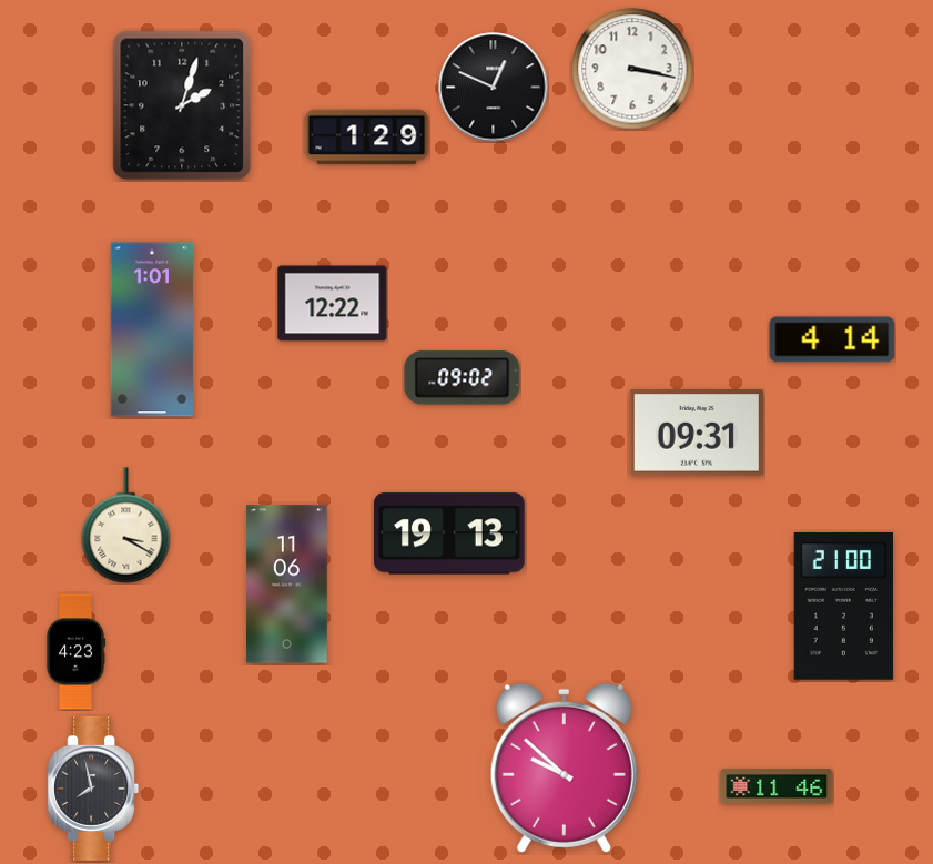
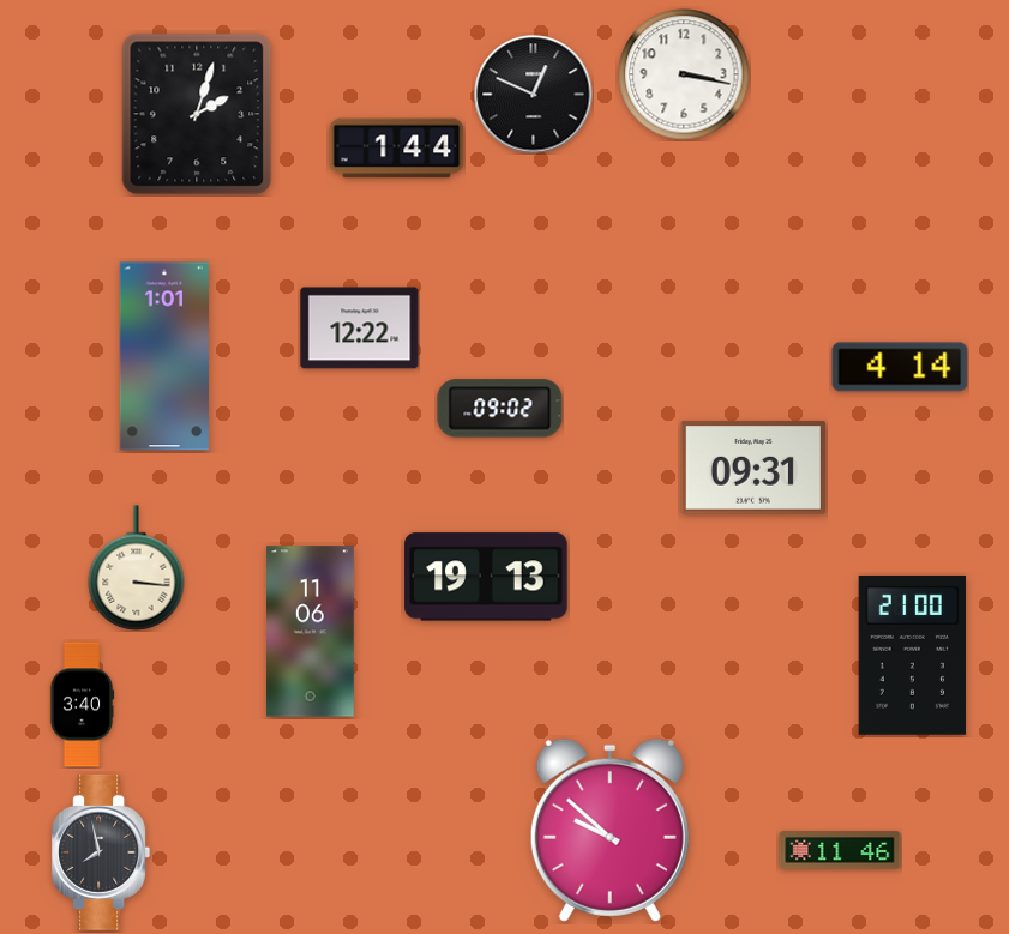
clock at (367, 138): 1:29 -> 1:44
clock at (126, 526): 3:20 -> 3:16
clock at (75, 652): 4:23 -> 3:40
